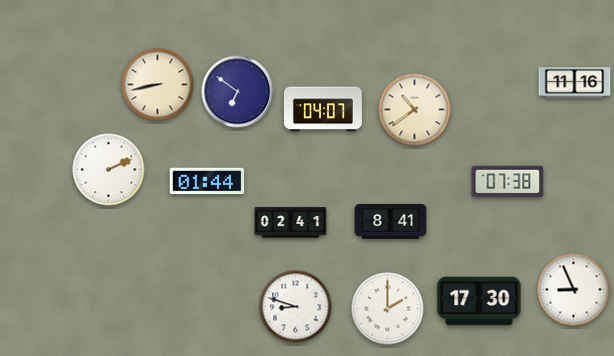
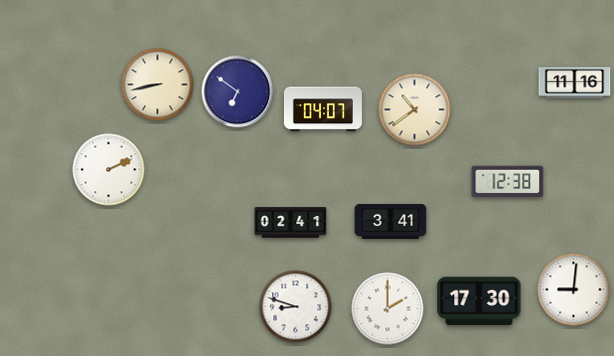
clock at (207, 181): 01:44 -> none
clock at (508, 182): 07:38 -> 12:38
clock at (391, 221): 8:41 -> 3:41
clock at (574, 290): 8:56 -> 9:01
